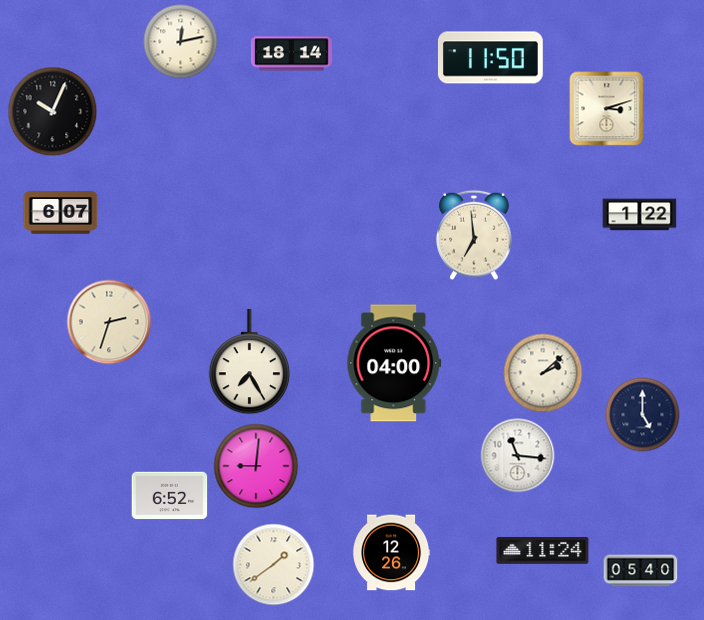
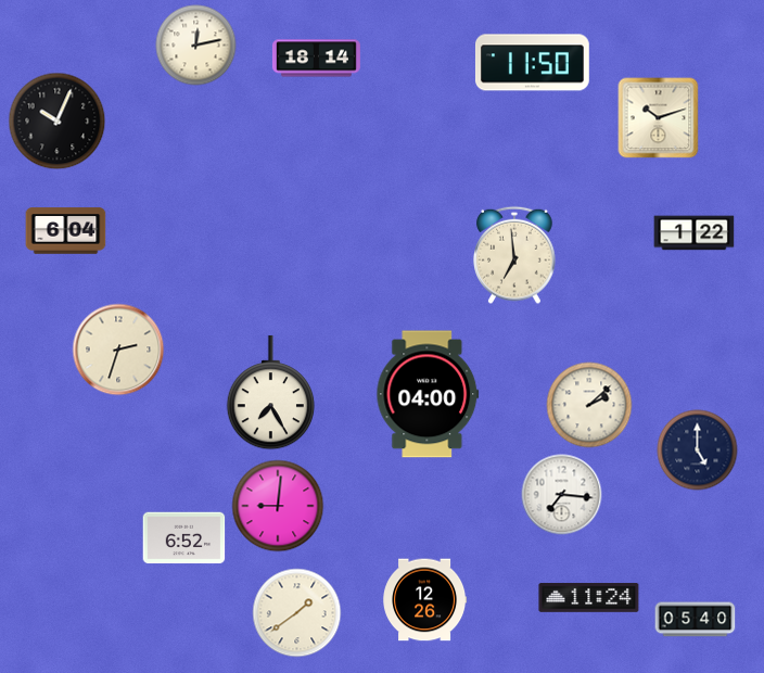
clock at (607, 109): 3:12 -> 10:12
clock at (61, 213): 6:07 -> 6:04
clock at (518, 456): 11:16 -> 7:16
